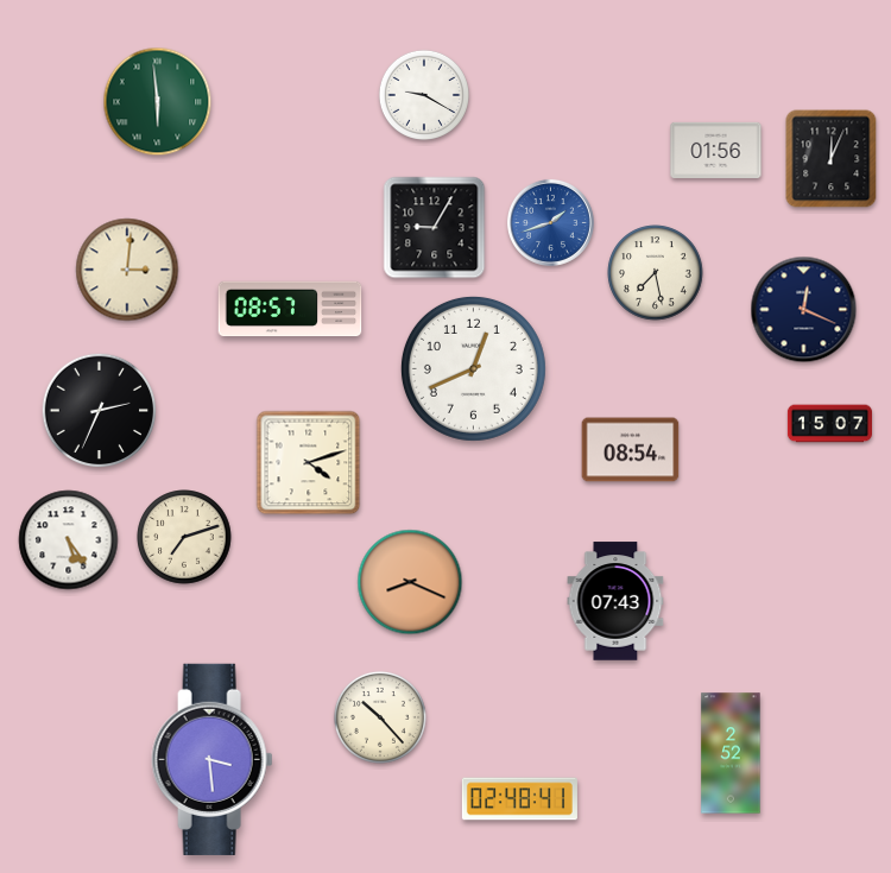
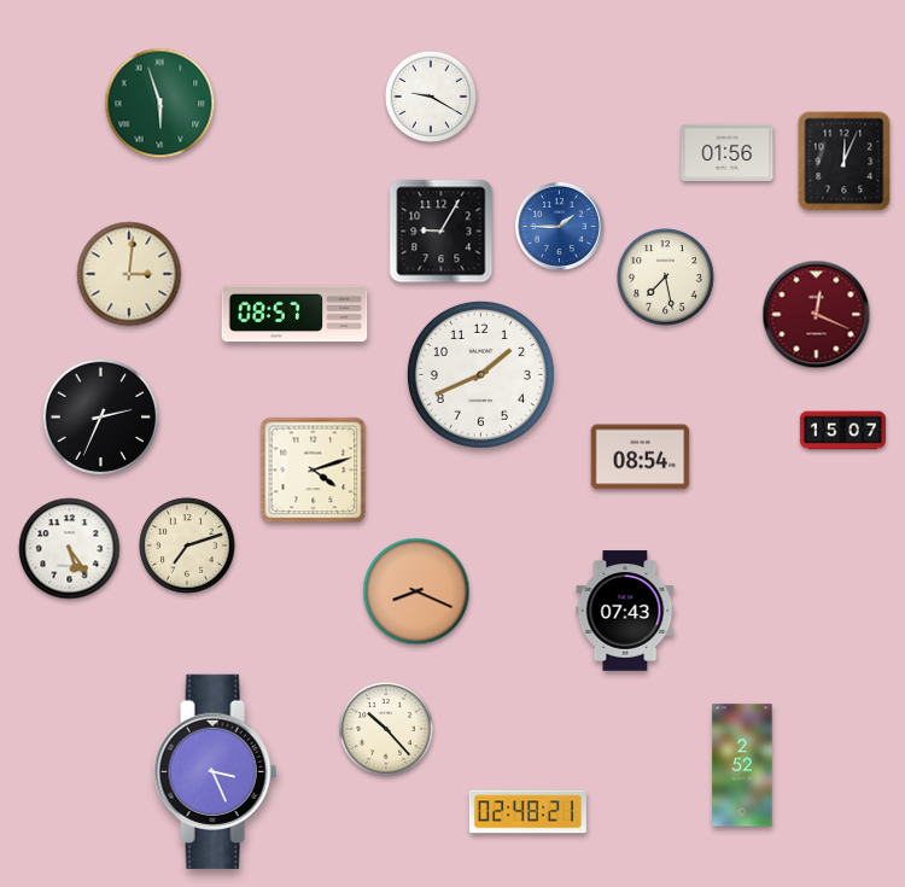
clock at (158, 102): 5:59 -> 5:57
clock at (550, 222): 1:42 -> 1:45
clock at (804, 310) dial: navy -> burgundy
clock at (473, 368): 12:41 -> 1:41
clock at (213, 759): 3:29 -> 3:26
clock at (519, 799): 02:48:41 -> 02:48:21
